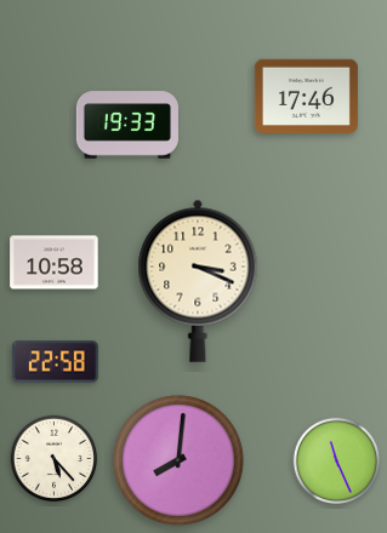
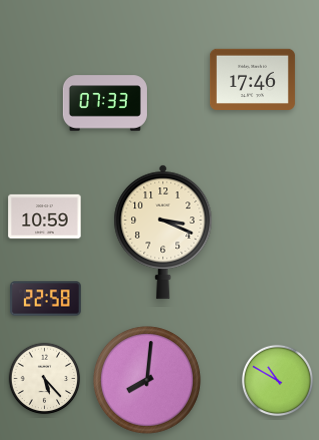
clock at (127, 125): 19:33 -> 07:33
clock at (55, 263): 10:58 -> 10:59
clock at (337, 462): 11:26 -> 10:50
